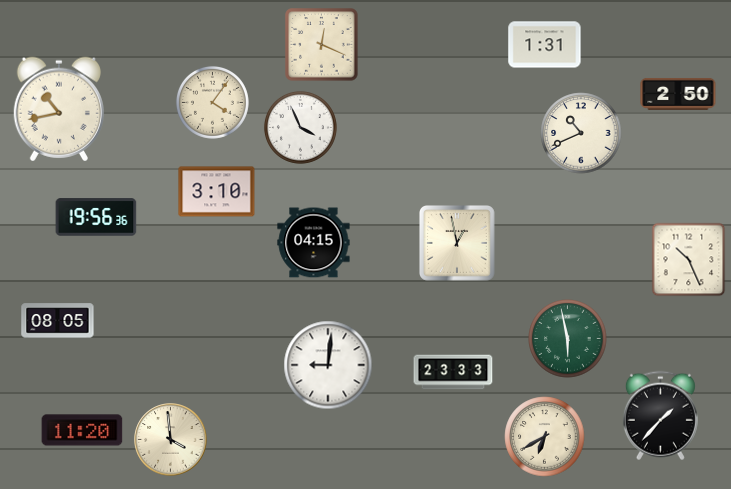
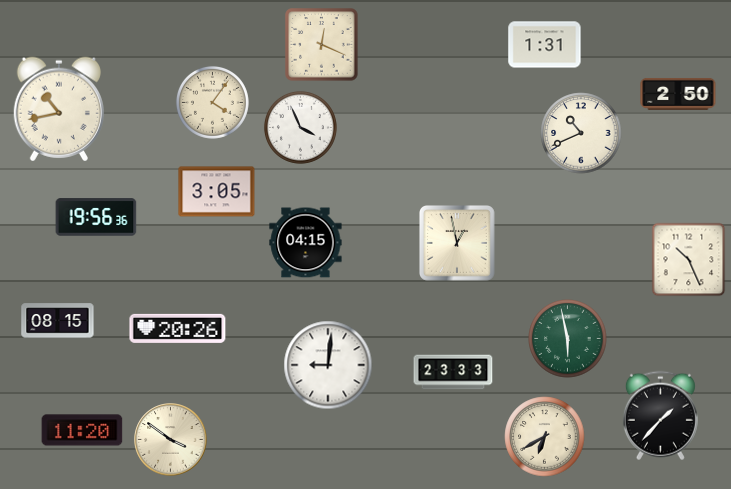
clock at (217, 192): 3:10 -> 3:05
clock at (314, 243) position: (314, 243) -> (306, 243)
clock at (58, 321): 08:05 -> 08:15
clock at (178, 328): none -> 20:26
clock at (171, 440): 3:59 -> 3:51
